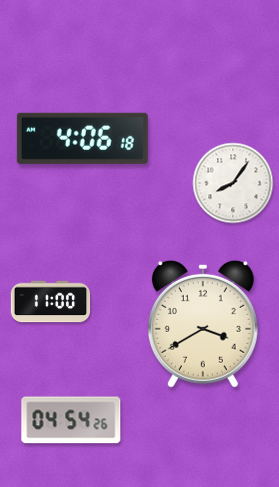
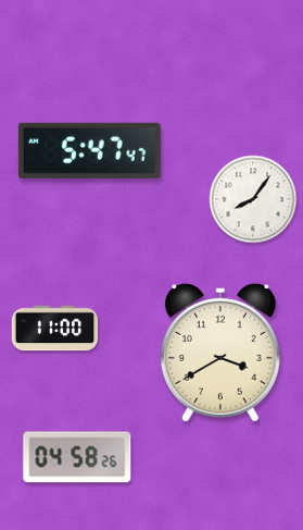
clock at (82, 138): 4:06 -> 5:47
clock at (71, 420): 04:54 -> 04:58
